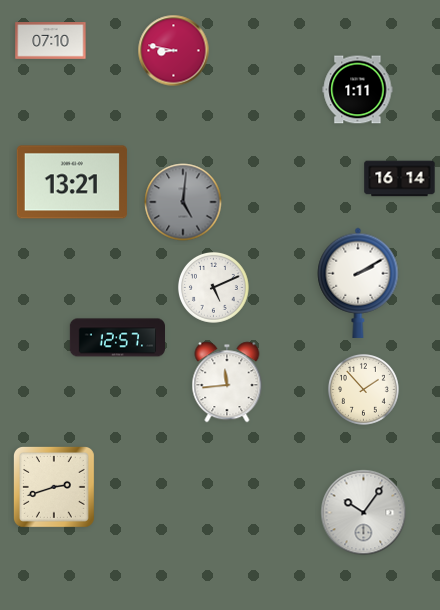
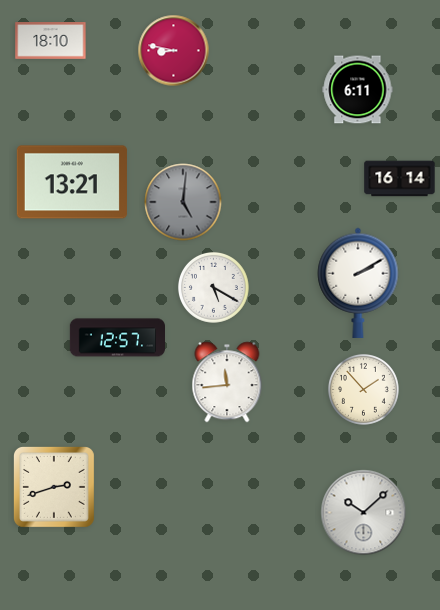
clock at (51, 41): 07:10 -> 18:10
clock at (358, 90): 1:11 -> 6:11
clock at (213, 287): 5:11 -> 5:20
clock at (364, 513): 10:06 -> 10:08
